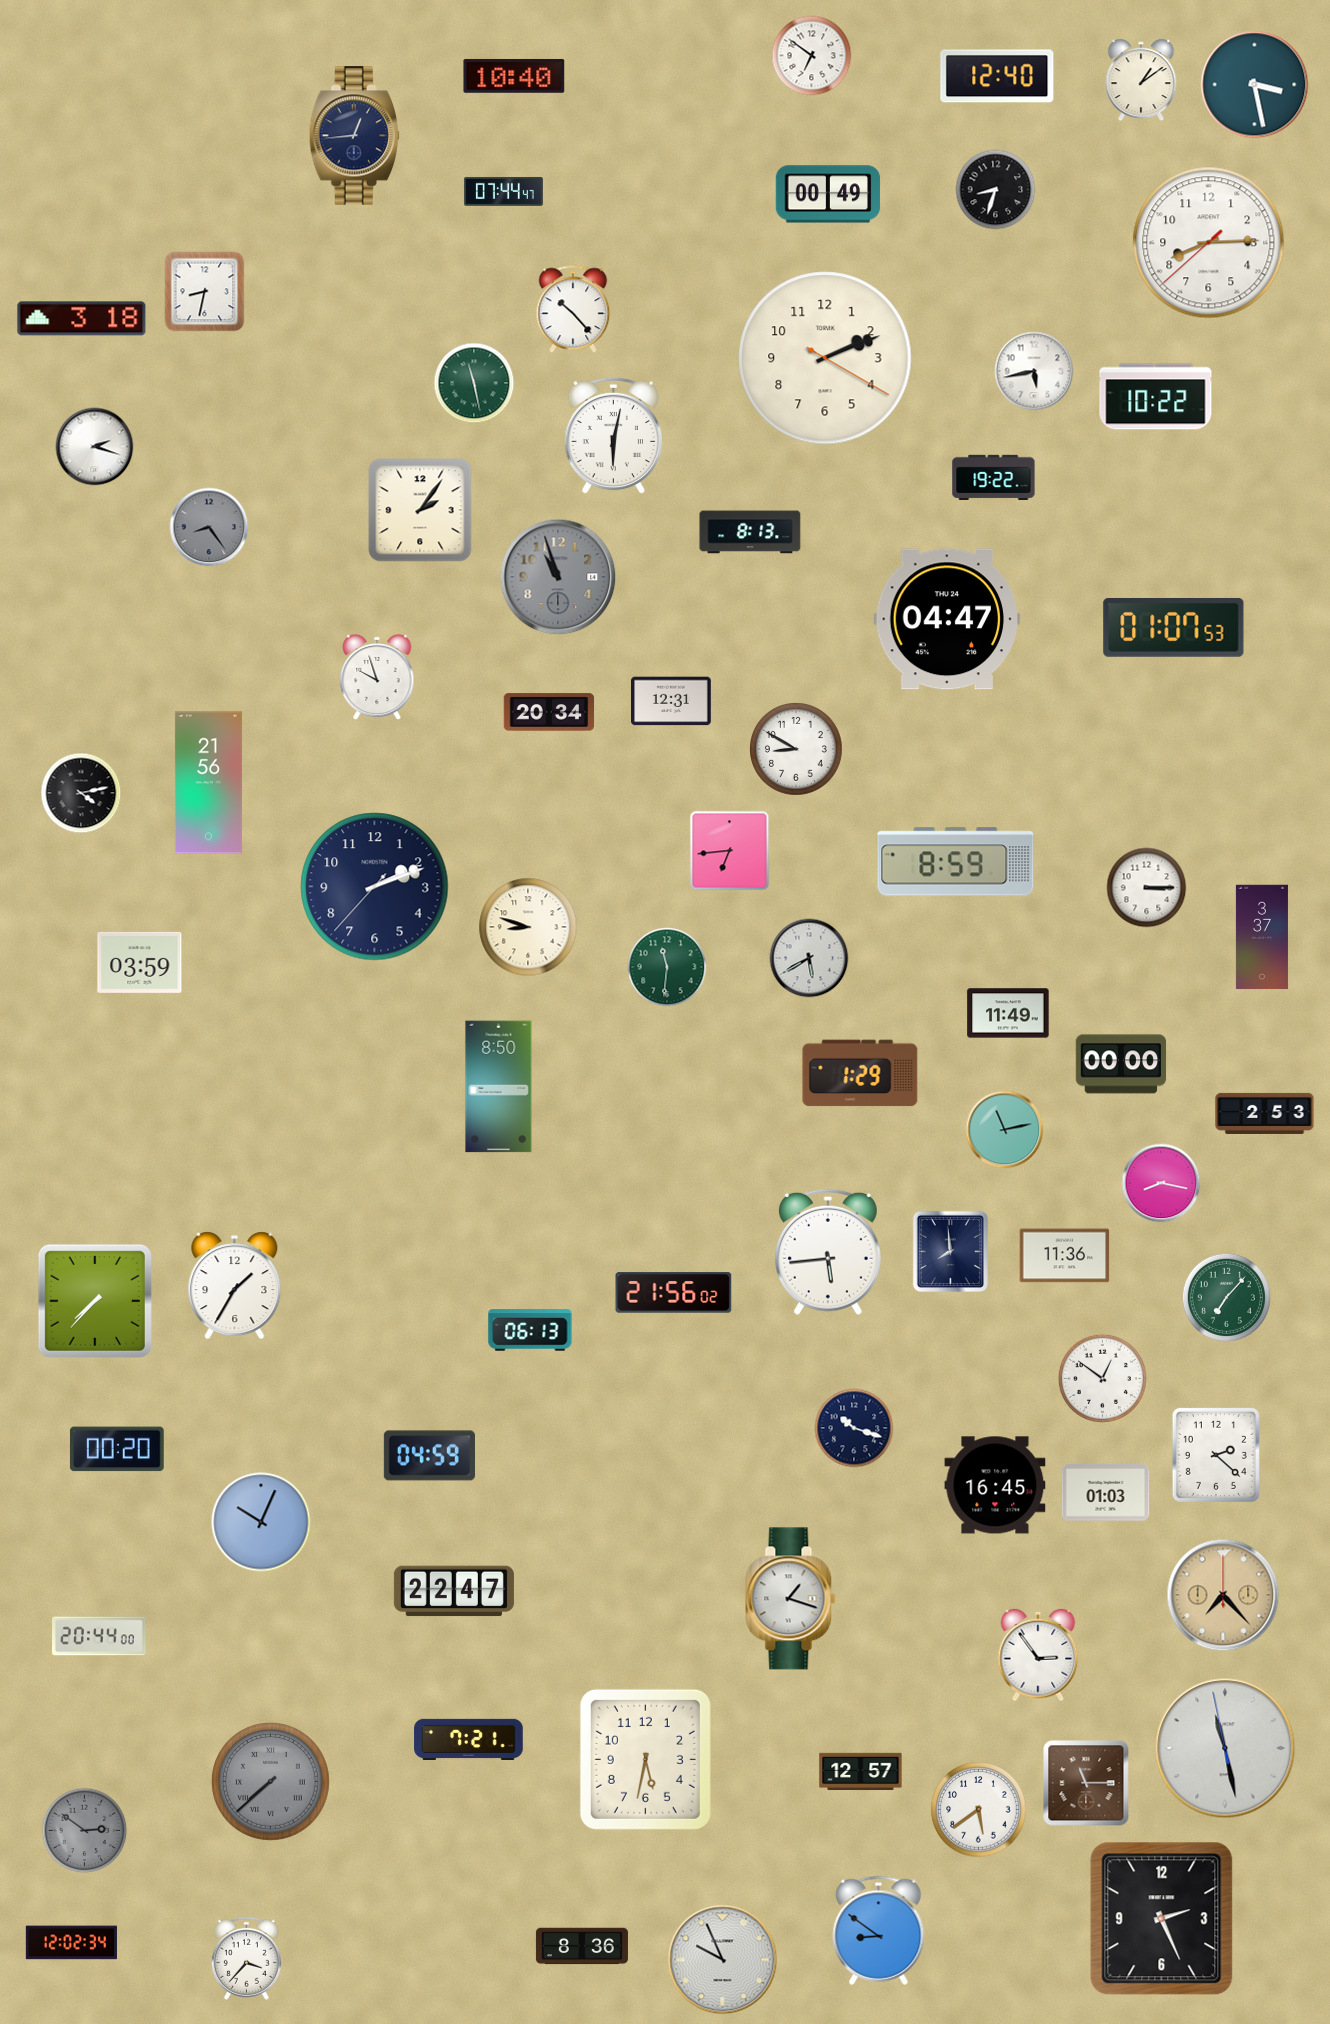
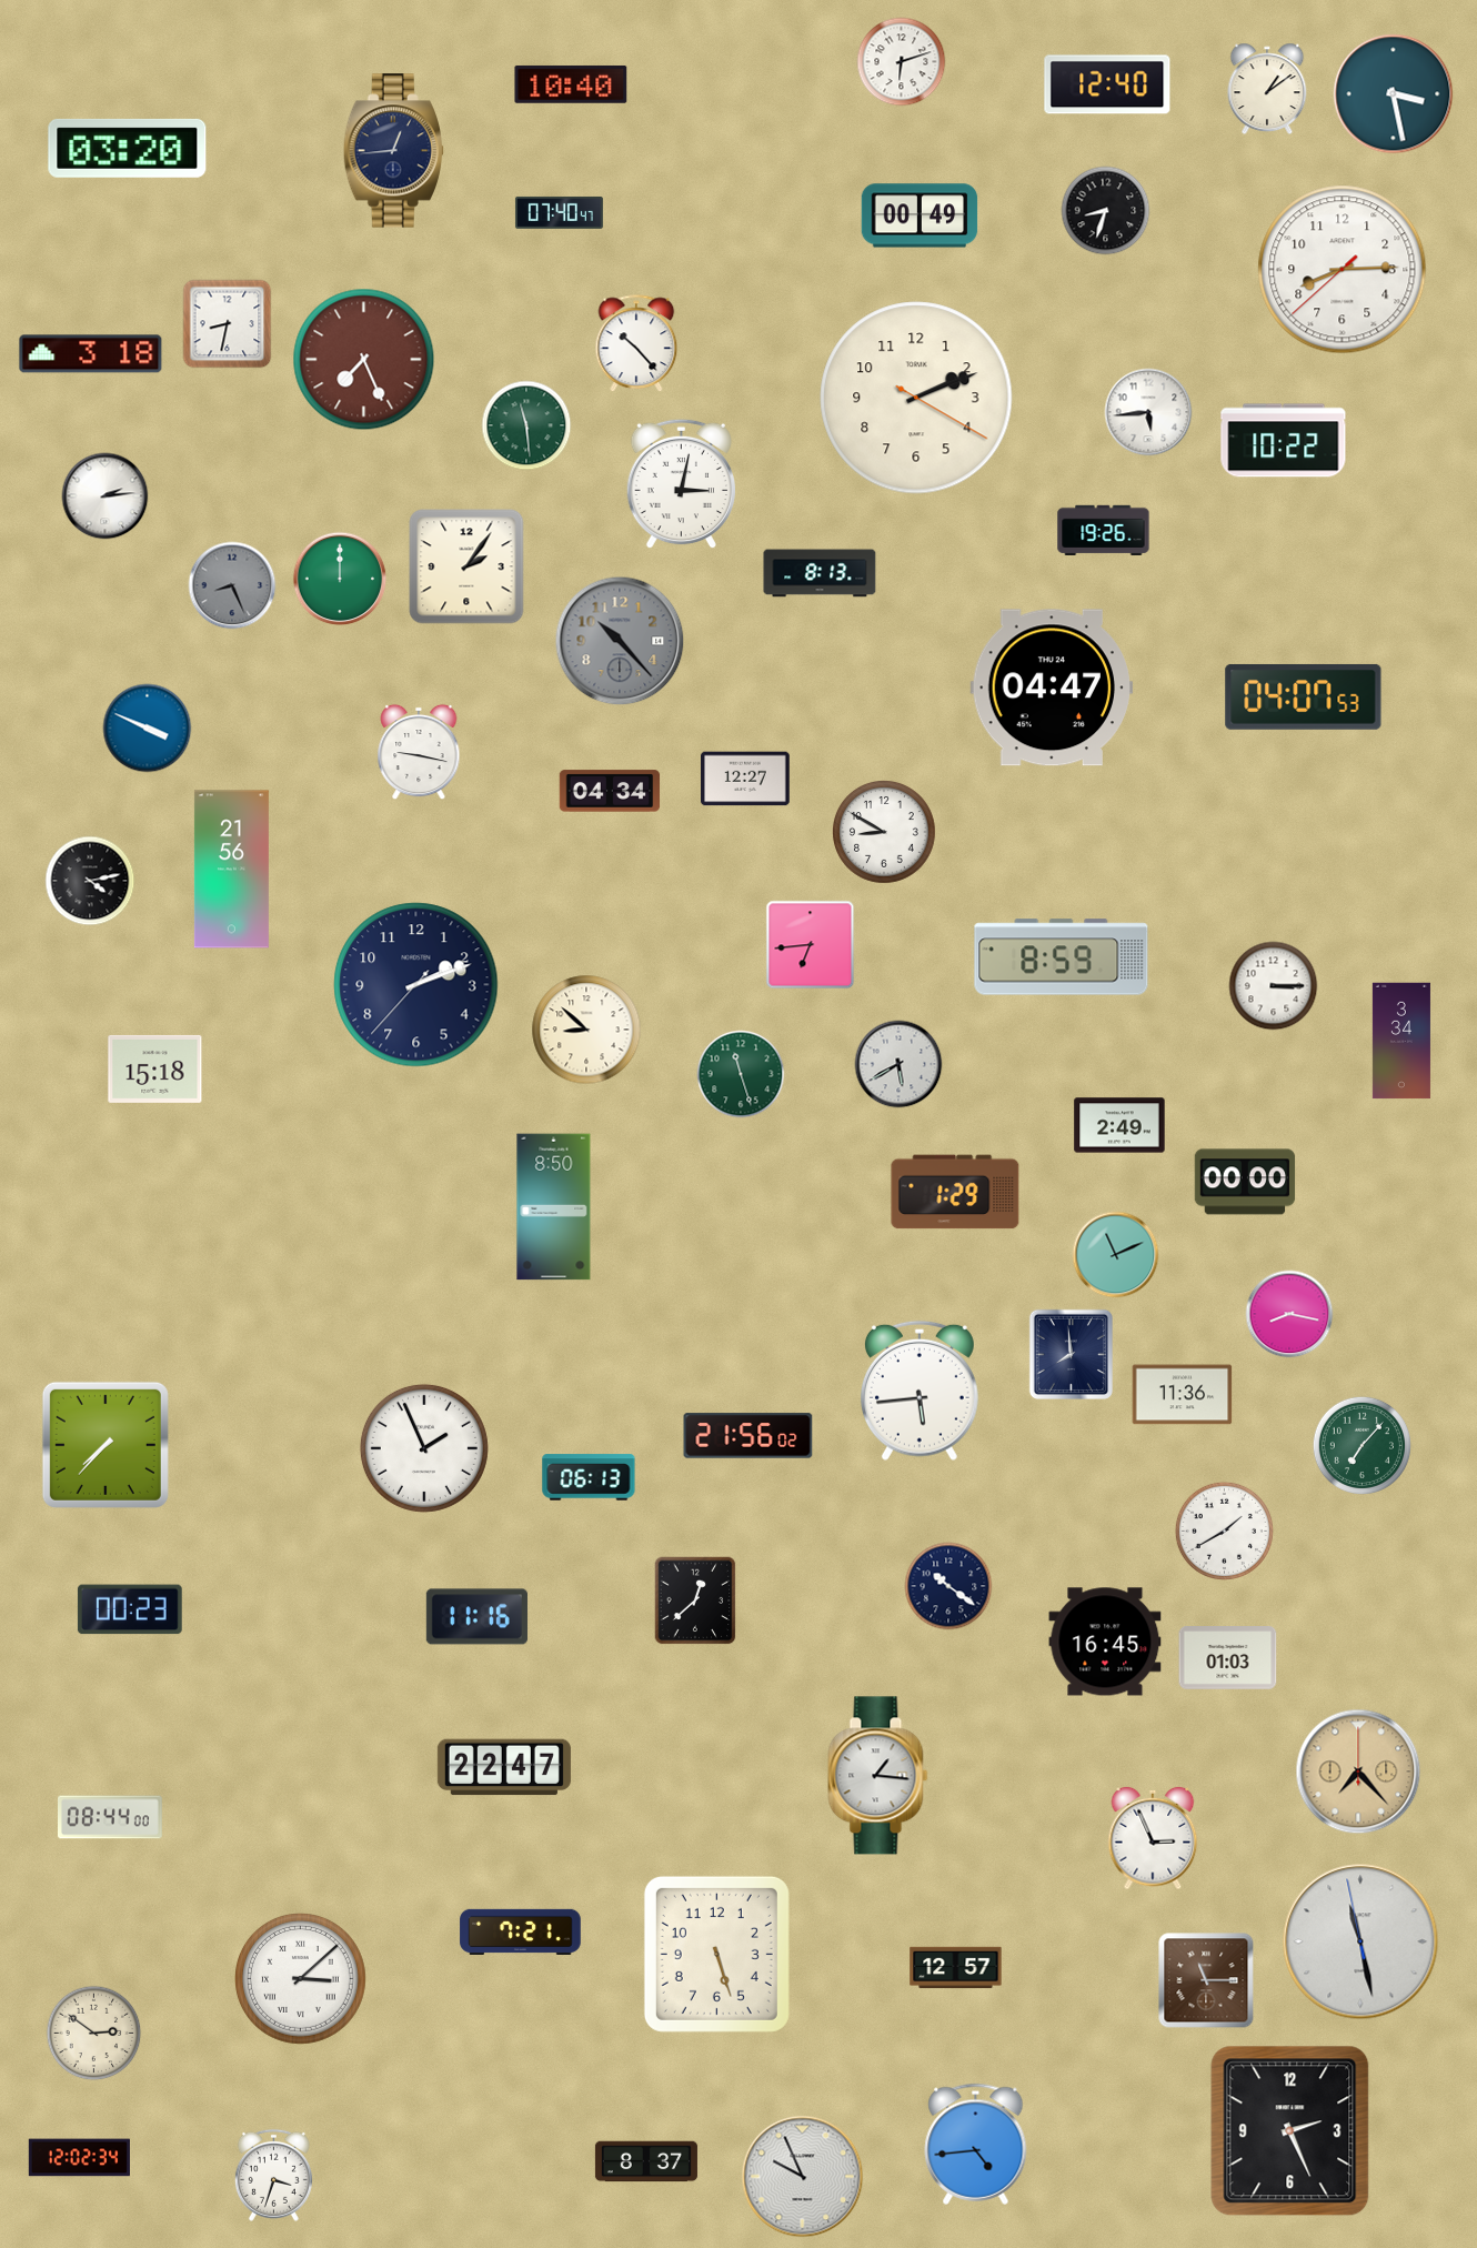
clock at (812, 56): 6:51 -> 6:12
clock at (128, 148): none -> 03:20
clock at (503, 191): 07:44 -> 07:40
clock at (364, 360): none -> 7:26
clock at (1034, 371): 5:43 -> 5:44
clock at (474, 383): 11:28 -> 11:29
clock at (613, 436): 6:02 -> 3:02
clock at (95, 447): 2:18 -> 2:14
clock at (994, 477): 19:22 -> 19:26
clock at (340, 579): none -> 12:00
clock at (209, 527): 8:24 -> 8:26
clock at (750, 532) position: (750, 532) -> (820, 573)
clock at (558, 577): 10:57 -> 10:23
clock at (1174, 627): 01:07 -> 04:07
clock at (148, 729): none -> 3:49
clock at (377, 677): 9:57 -> 9:17
clock at (671, 701): 12:31 -> 12:27
clock at (549, 712): 20:34 -> 04:34
clock at (528, 927): 8:48 -> 8:52
clock at (1262, 937): 3:37 -> 3:34
clock at (140, 962): 03:59 -> 15:18
clock at (667, 967): 11:31 -> 11:27
clock at (1008, 1013): 11:49 -> 2:49
clock at (1265, 1113): 2:53 -> none
clock at (1005, 1130): 11:13 -> 11:11
clock at (950, 1251) position: (950, 1251) -> (1071, 1354)
clock at (235, 1286): 1:35 -> none
clock at (1226, 1297) position: (1226, 1297) -> (1362, 1445)
clock at (424, 1448): none -> 1:56
clock at (1102, 1378): 12:51 -> 1:40
clock at (854, 1428): 10:18 -> 10:21
clock at (695, 1600): none -> 12:38
clock at (117, 1449): 00:20 -> 00:23
clock at (1216, 1455): 2:22 -> none
clock at (429, 1456): 04:59 -> 11:16
clock at (995, 1485) position: (995, 1485) -> (1105, 1642)
clock at (261, 1522): 10:04 -> none
clock at (791, 1599): 1:18 -> 1:16
clock at (100, 1636): 20:44 -> 08:44
clock at (1038, 1655): 2:54 -> 2:56
clock at (645, 1759): 5:32 -> 5:27
clock at (271, 1782): 7:38 -> 3:08
clock at (271, 1782) dial: grey -> white
clock at (979, 1810): 5:39 -> none
clock at (85, 1831) dial: grey -> cream
clock at (879, 1930): 8:51 -> 4:44
clock at (582, 1946): 8:36 -> 8:37
clock at (246, 1958): 3:37 -> 3:33
